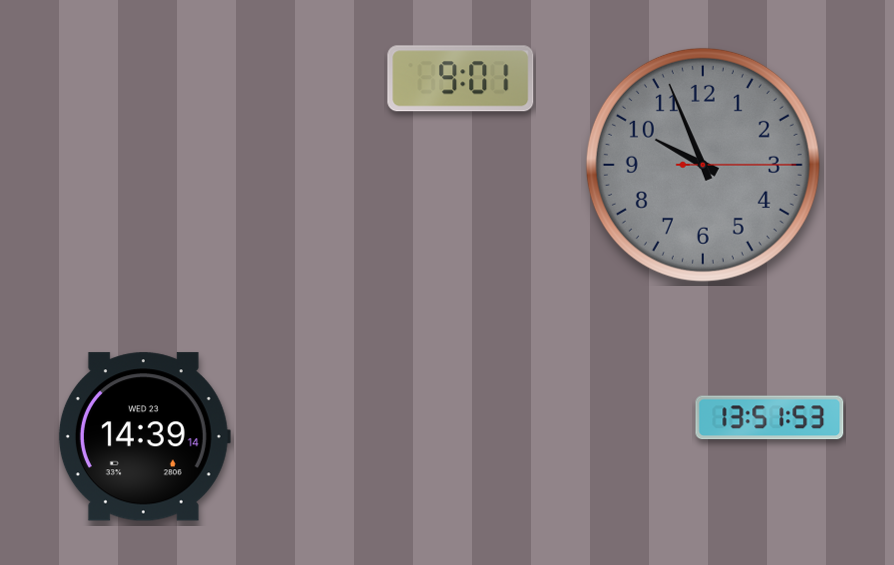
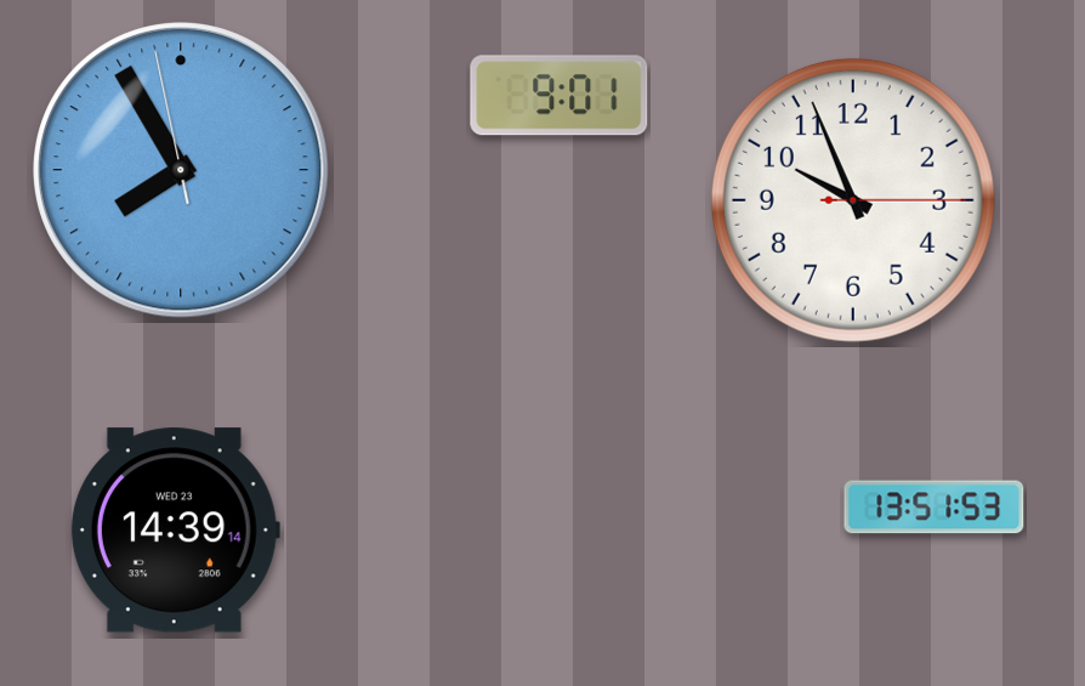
clock at (181, 170): none -> 7:54
clock at (703, 165) dial: grey -> white
